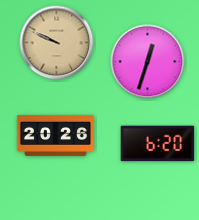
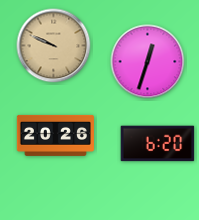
clock at (57, 43) position: (57, 43) -> (54, 46)
